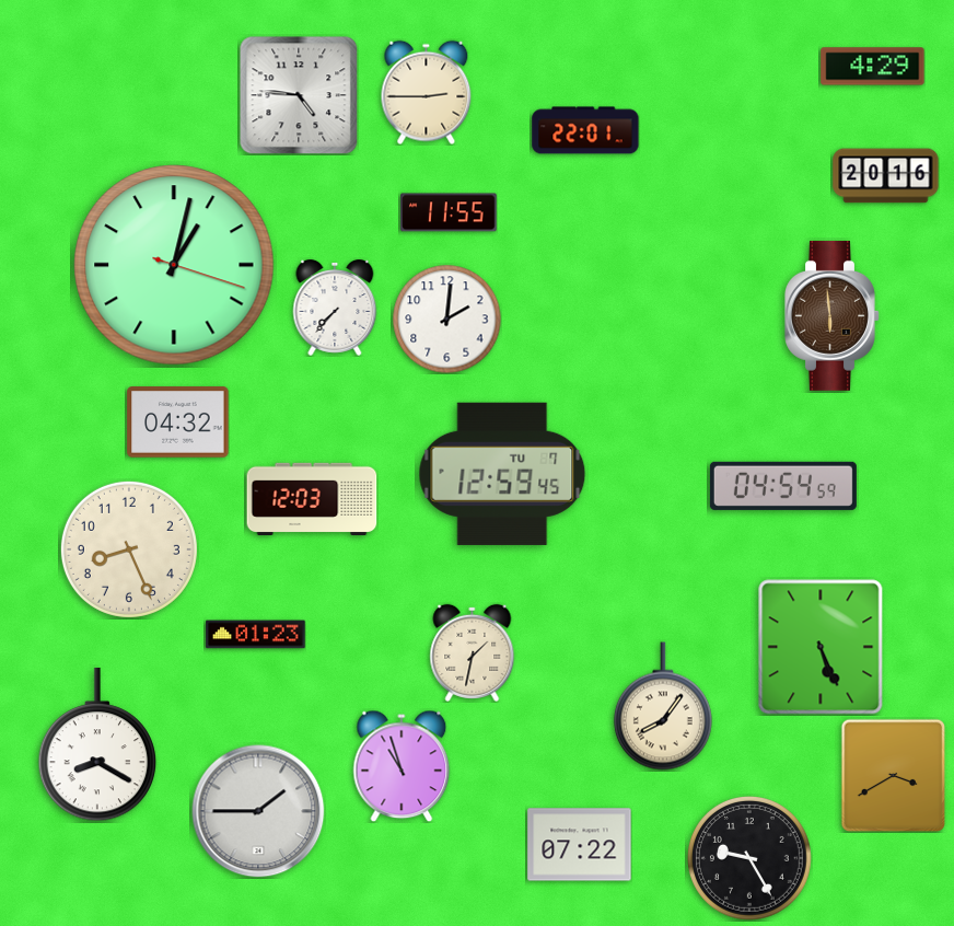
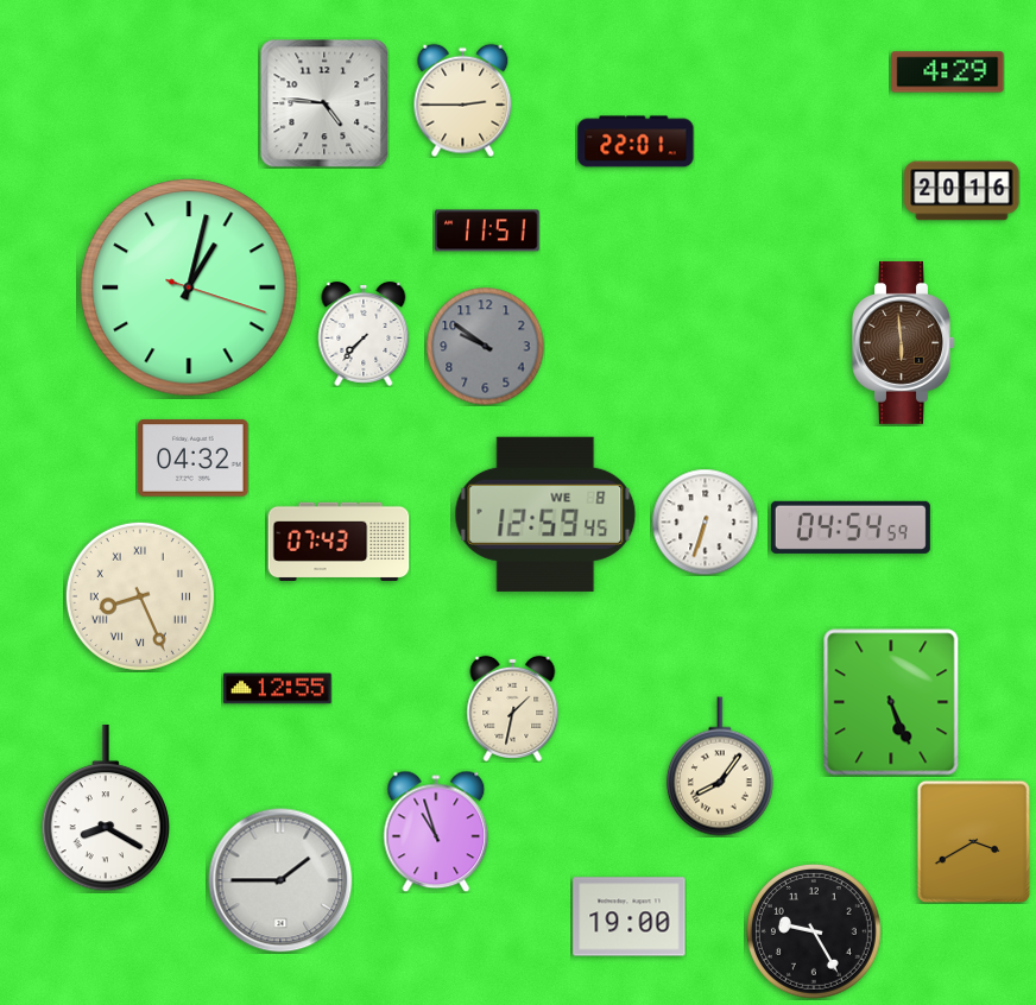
clock at (449, 212): 11:55 -> 11:51
clock at (447, 320): 2:01 -> 9:51
clock at (447, 320) dial: white -> grey
clock at (502, 474) date: TU 7 -> WE 8
clock at (705, 522): none -> 6:33
clock at (312, 499): 12:03 -> 07:43
clock at (129, 549) numerals: Arabic -> Roman
clock at (256, 635): 01:23 -> 12:55
clock at (894, 775) position: (894, 775) -> (974, 841)
clock at (580, 845): 07:22 -> 19:00
